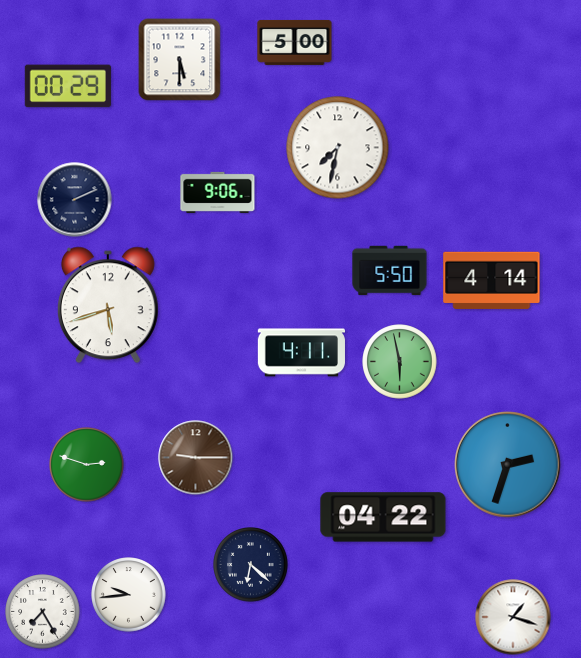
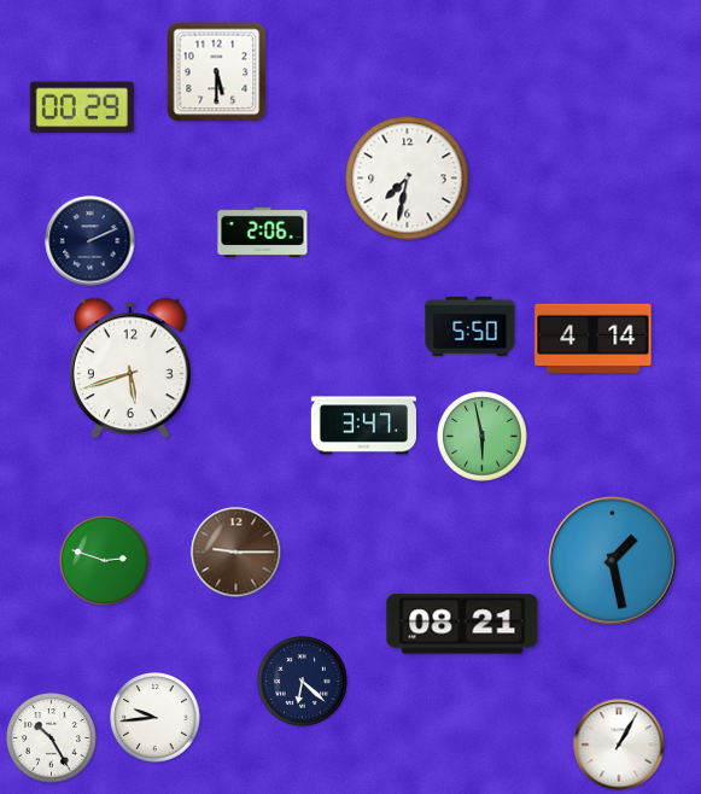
clock at (295, 42): 5:00 -> none
clock at (68, 86) position: (68, 86) -> (82, 107)
clock at (218, 192): 9:06 -> 2:06
clock at (301, 353): 4:11 -> 3:47
clock at (508, 465): 2:33 -> 1:28
clock at (383, 517): 04:22 -> 08:21
clock at (43, 612): 7:25 -> 10:25
clock at (513, 617): 1:18 -> 1:05
